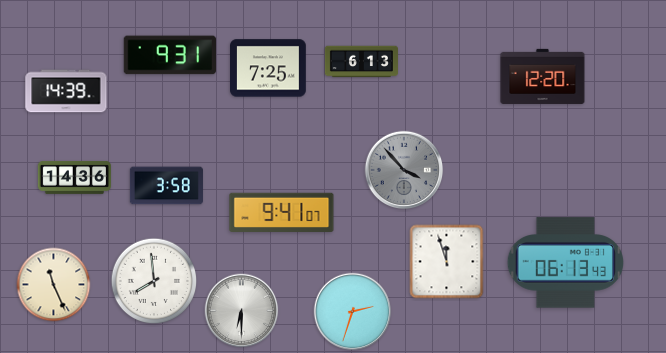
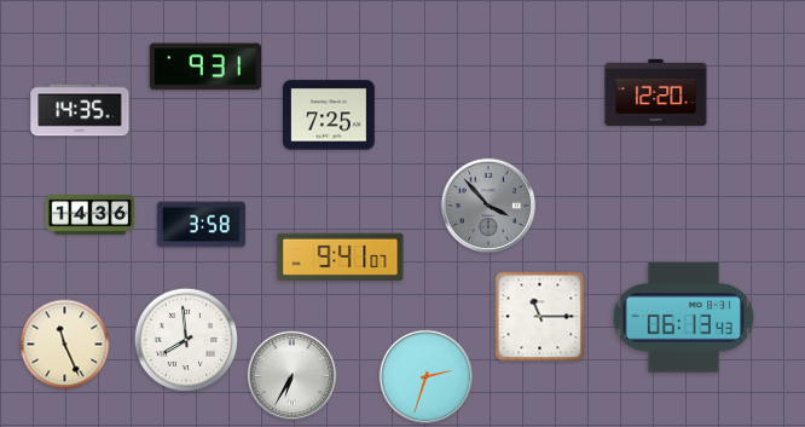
clock at (361, 62): 6:13 -> none
clock at (269, 68) position: (269, 68) -> (330, 115)
clock at (66, 91): 14:39 -> 14:35
clock at (447, 262): 11:57 -> 11:15
clock at (242, 311): 6:30 -> 6:35
